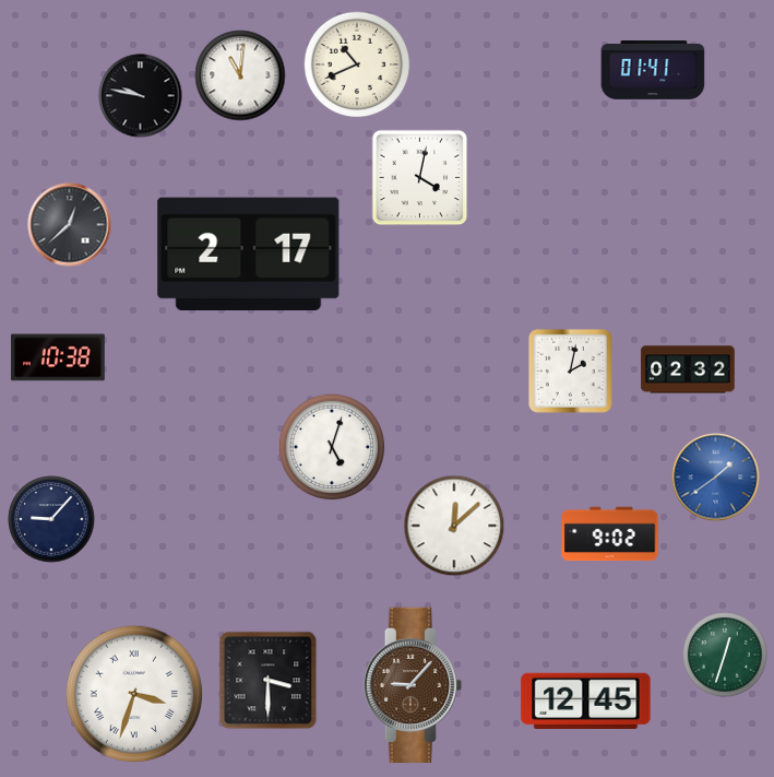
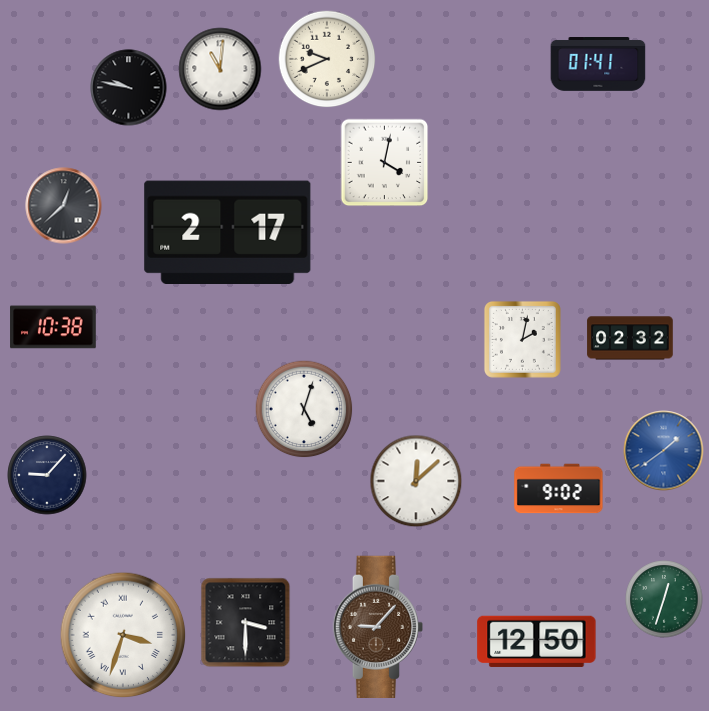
clock at (357, 64): 10:41 -> 9:41
clock at (716, 478) position: (716, 478) -> (664, 451)
clock at (586, 701): 12:45 -> 12:50
